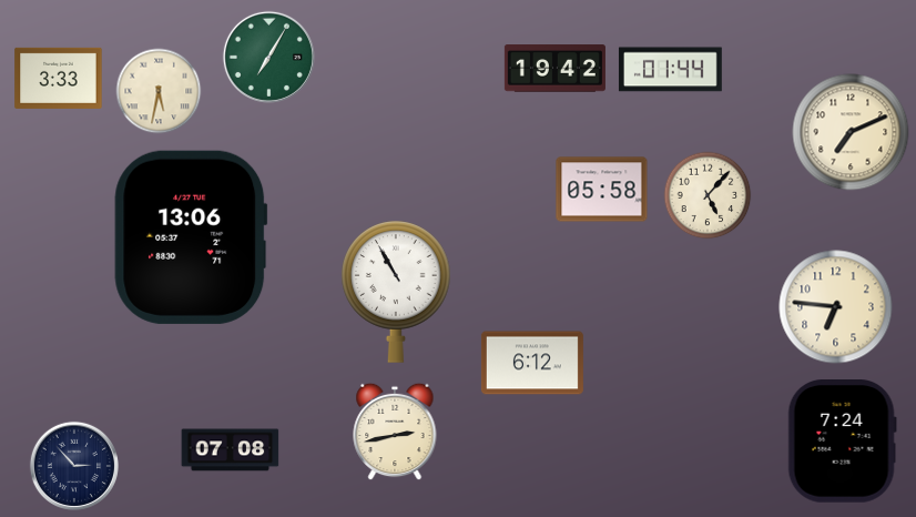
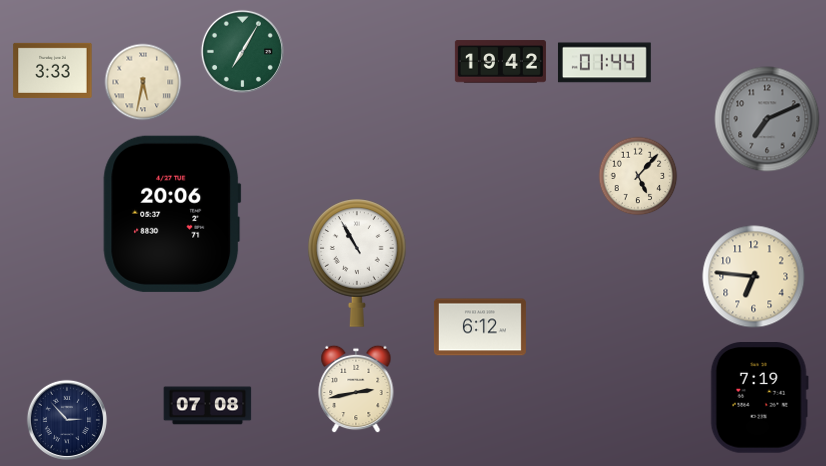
clock at (851, 132) dial: cream -> grey
clock at (602, 190): 05:58 -> none
clock at (191, 237): 13:06 -> 20:06
clock at (842, 442): 7:24 -> 7:19
